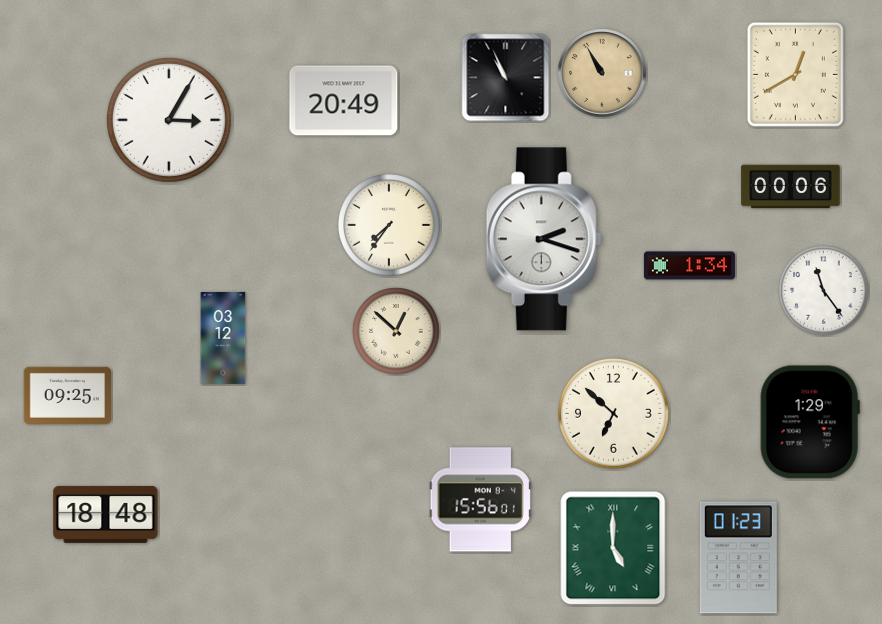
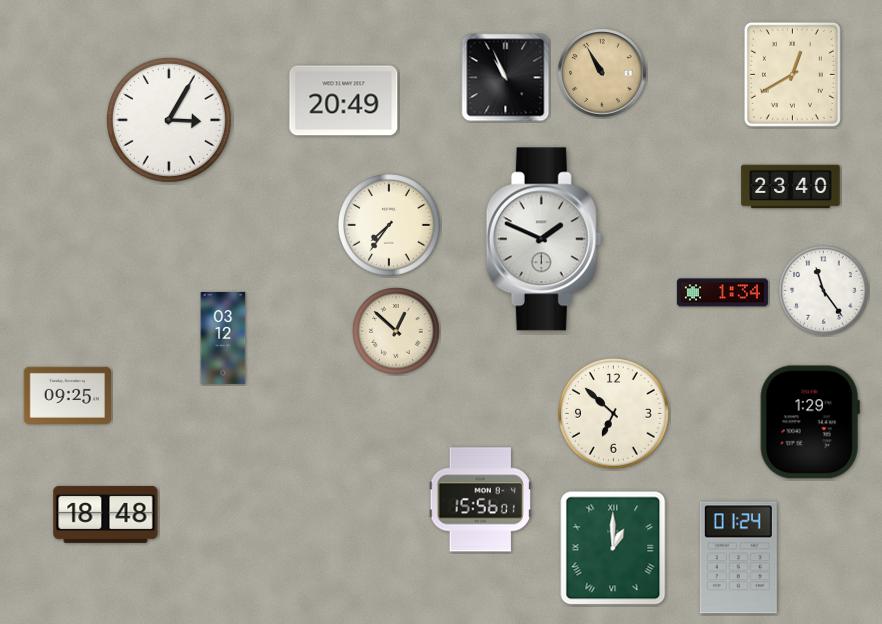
clock at (795, 74) position: (795, 74) -> (792, 74)
clock at (791, 187): 00:06 -> 23:40
clock at (544, 239): 2:18 -> 1:49
clock at (689, 266) position: (689, 266) -> (722, 293)
clock at (613, 548): 5:00 -> 1:00
clock at (738, 558): 01:23 -> 01:24
